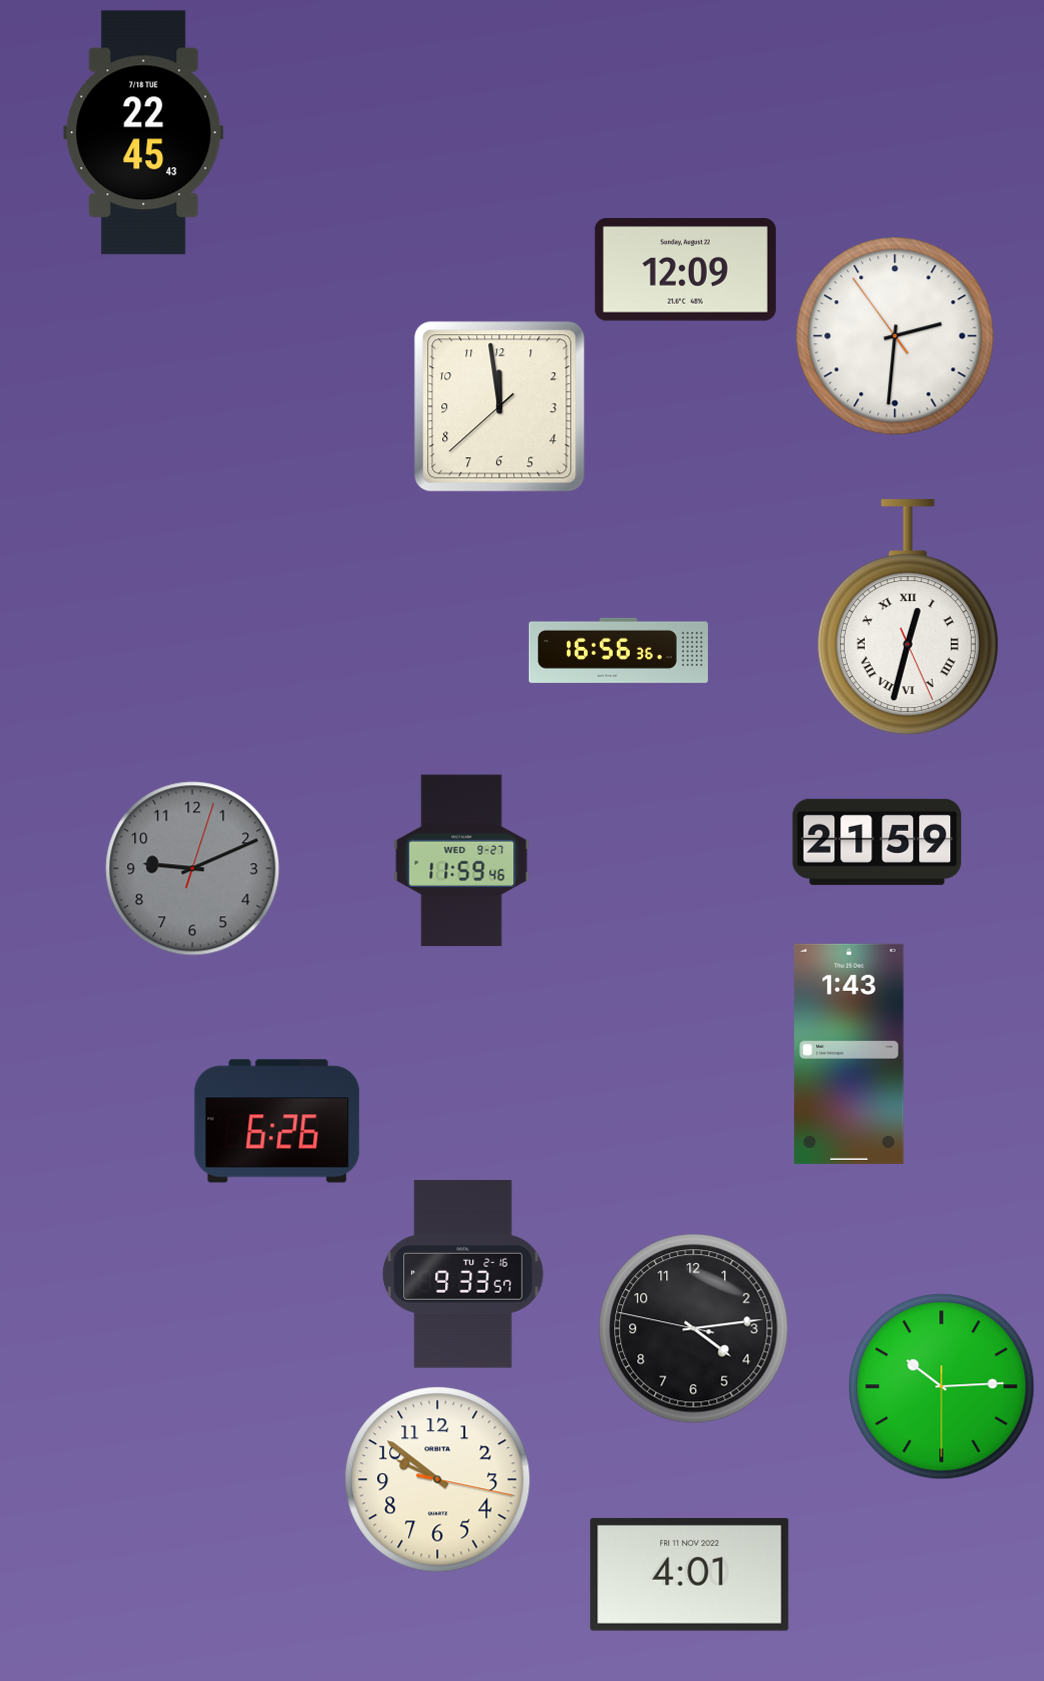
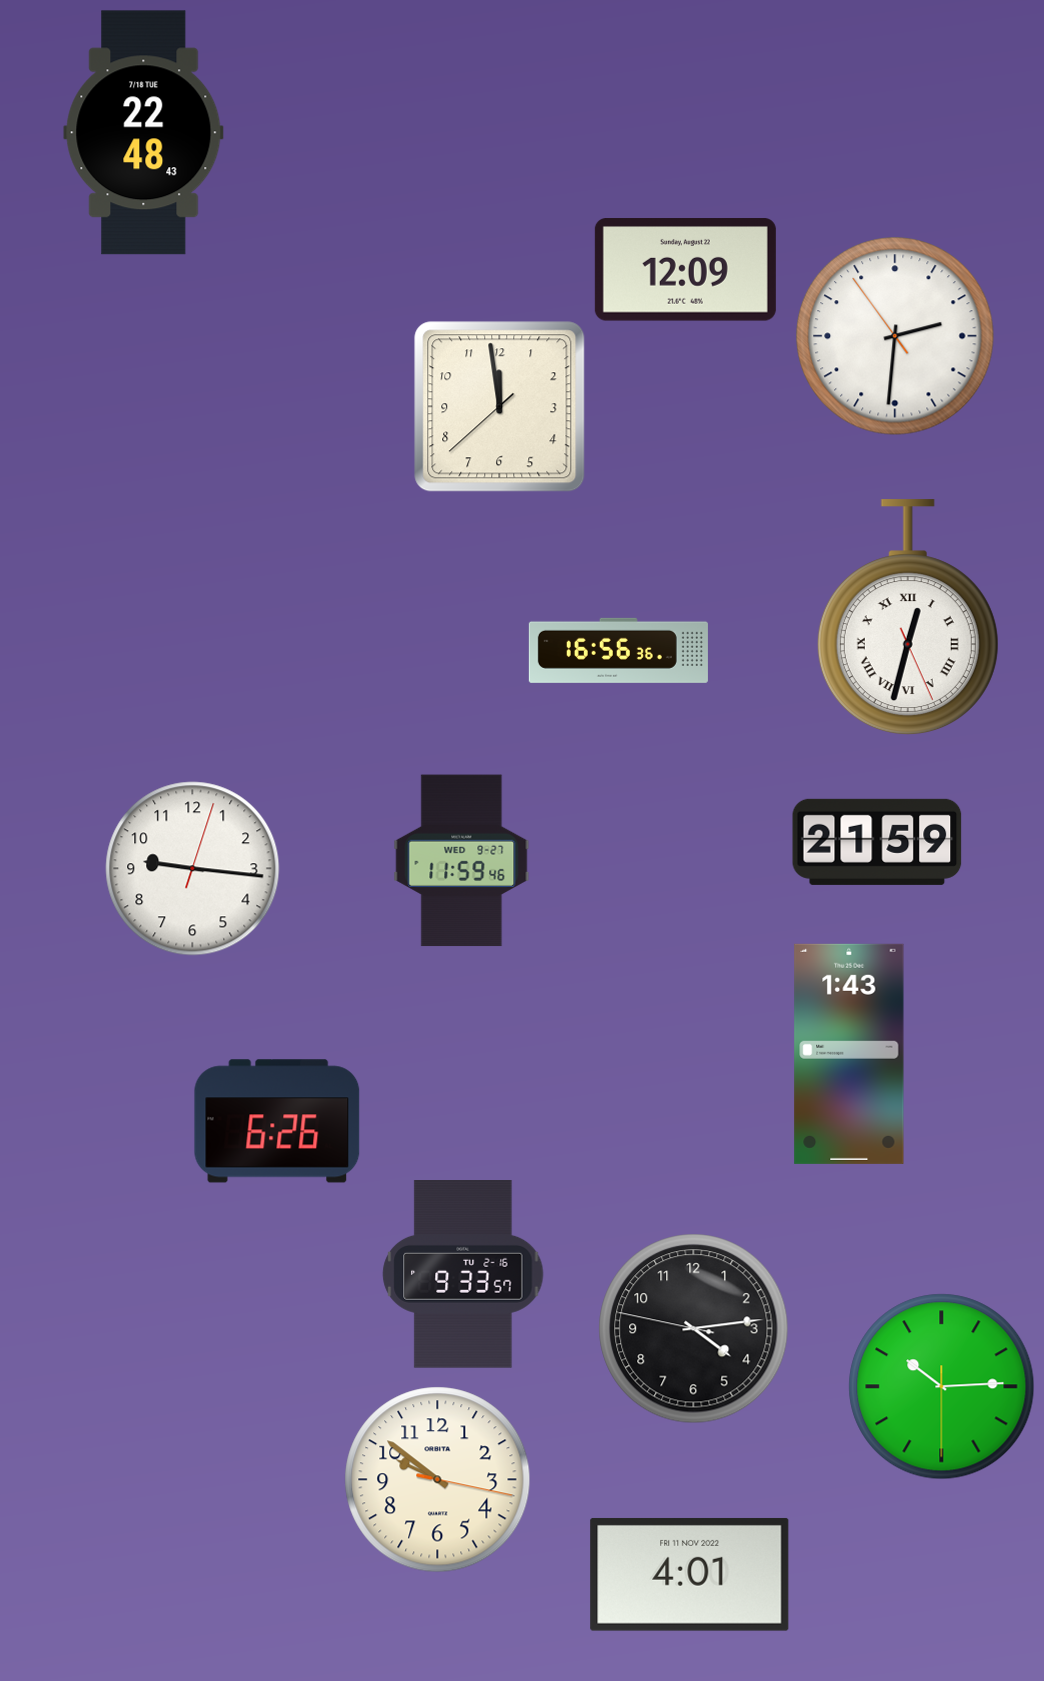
clock at (144, 133): 22:45 -> 22:48
clock at (193, 869): 9:11 -> 9:16
clock at (193, 869) dial: grey -> white
